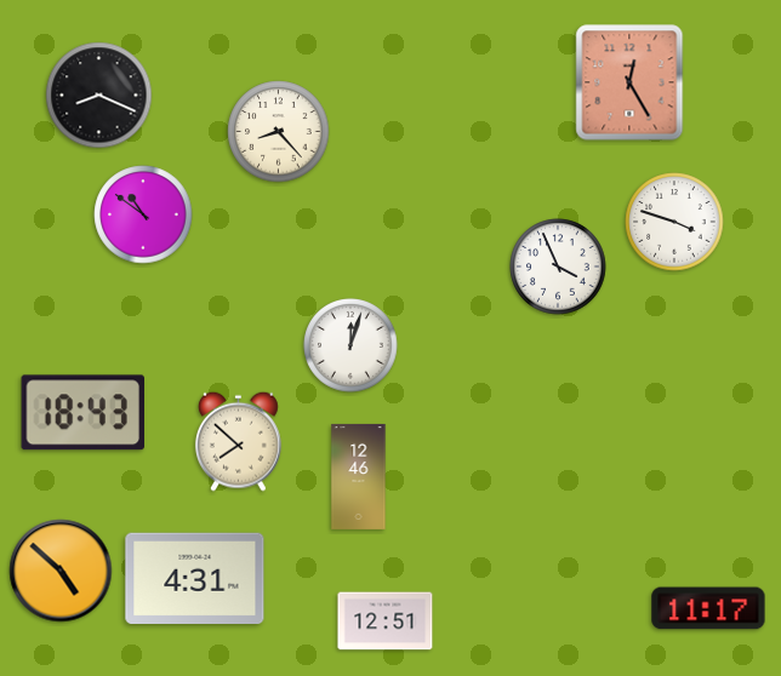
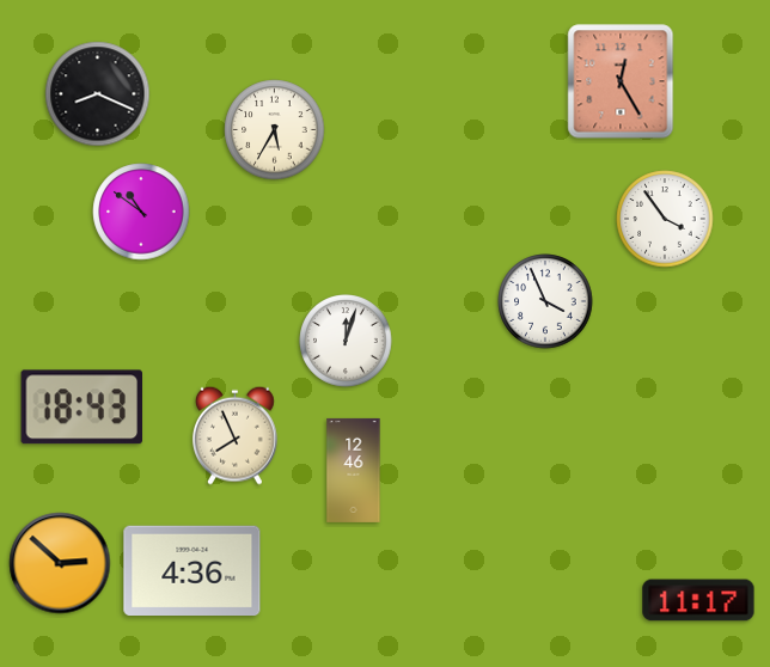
clock at (279, 132): 8:23 -> 5:35
clock at (674, 222): 3:48 -> 3:54
clock at (558, 267) position: (558, 267) -> (545, 301)
clock at (238, 441): 7:52 -> 7:56
clock at (61, 571): 4:52 -> 2:52
clock at (195, 579): 4:31 -> 4:36
clock at (386, 621): 12:51 -> none
